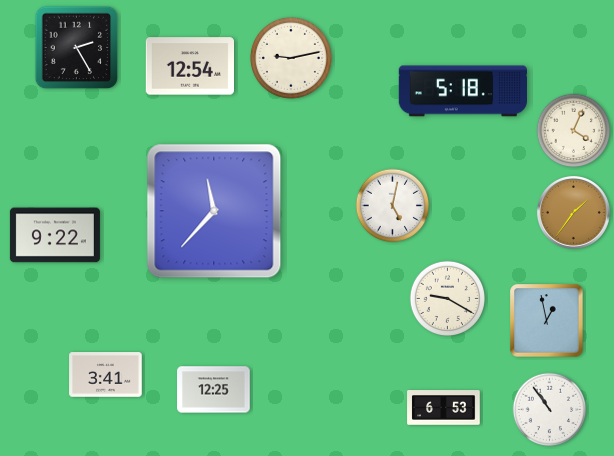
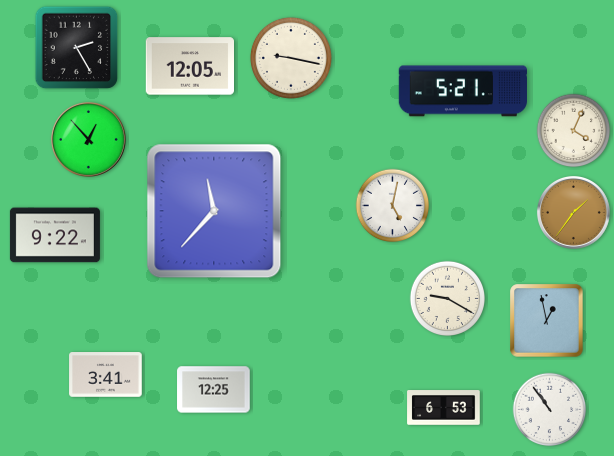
clock at (291, 58): 9:13 -> 9:17
clock at (189, 66): 12:54 -> 12:05
clock at (463, 91): 5:18 -> 5:21
clock at (88, 139): none -> 12:53
